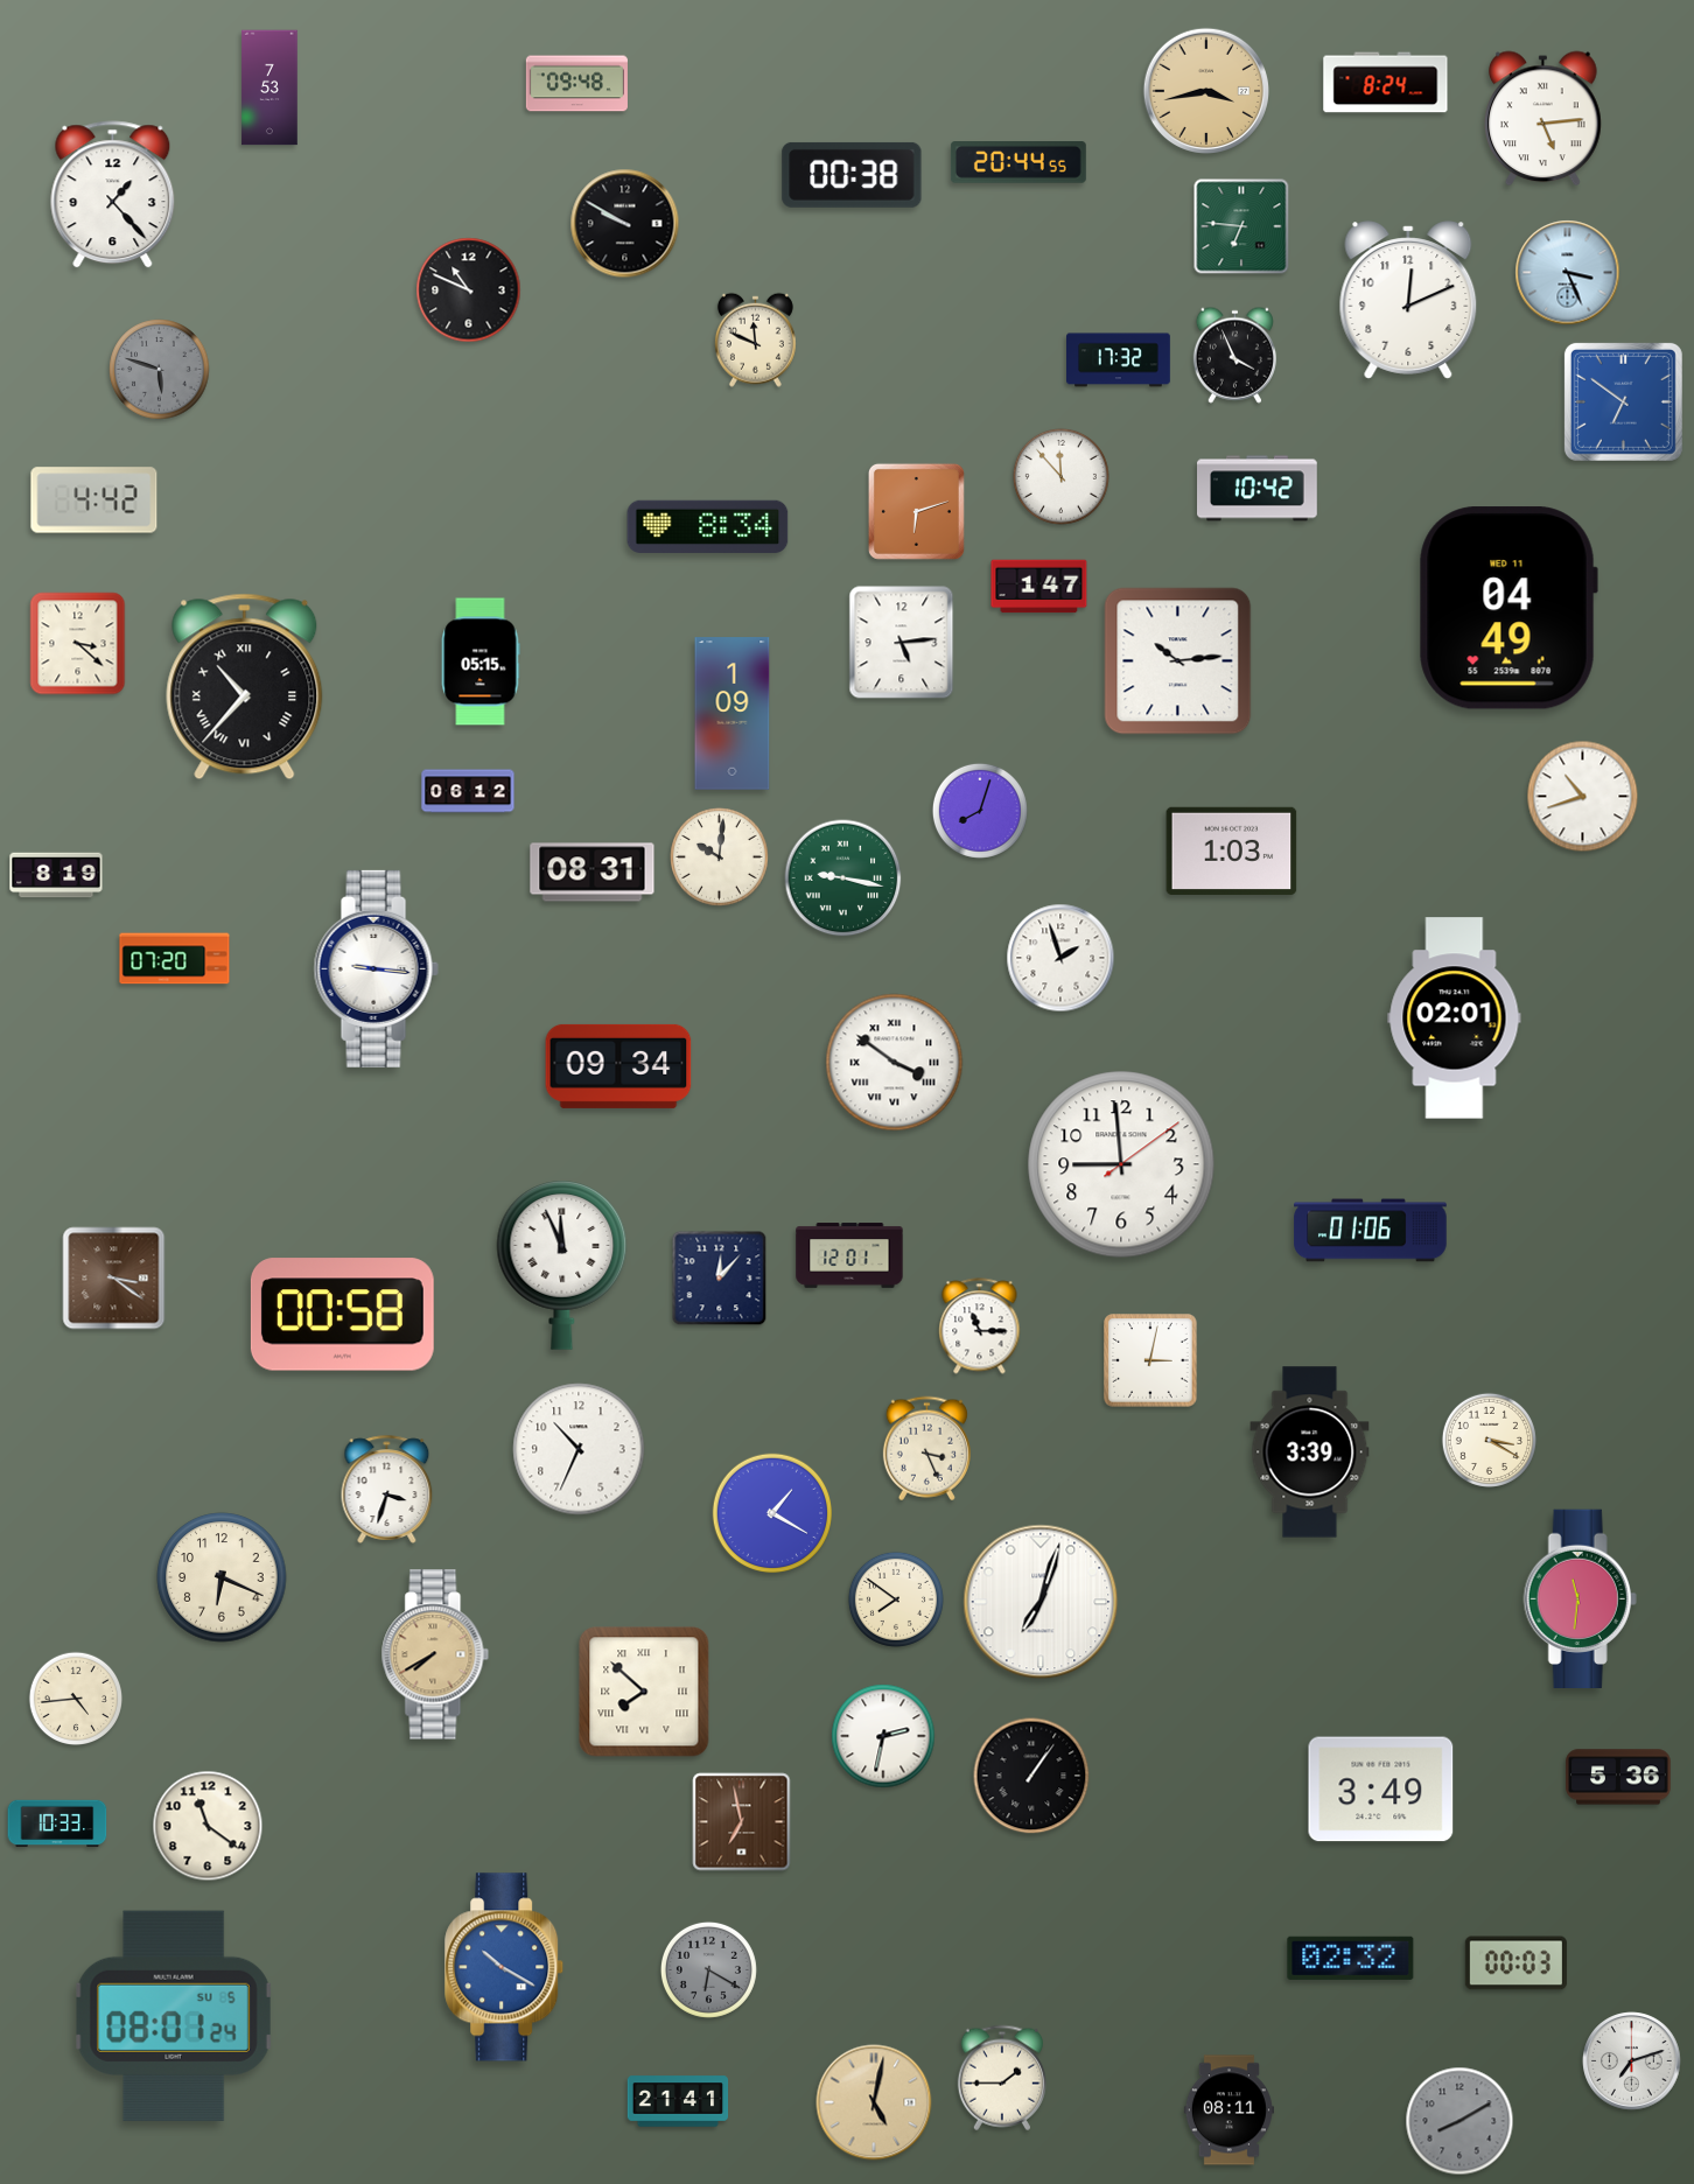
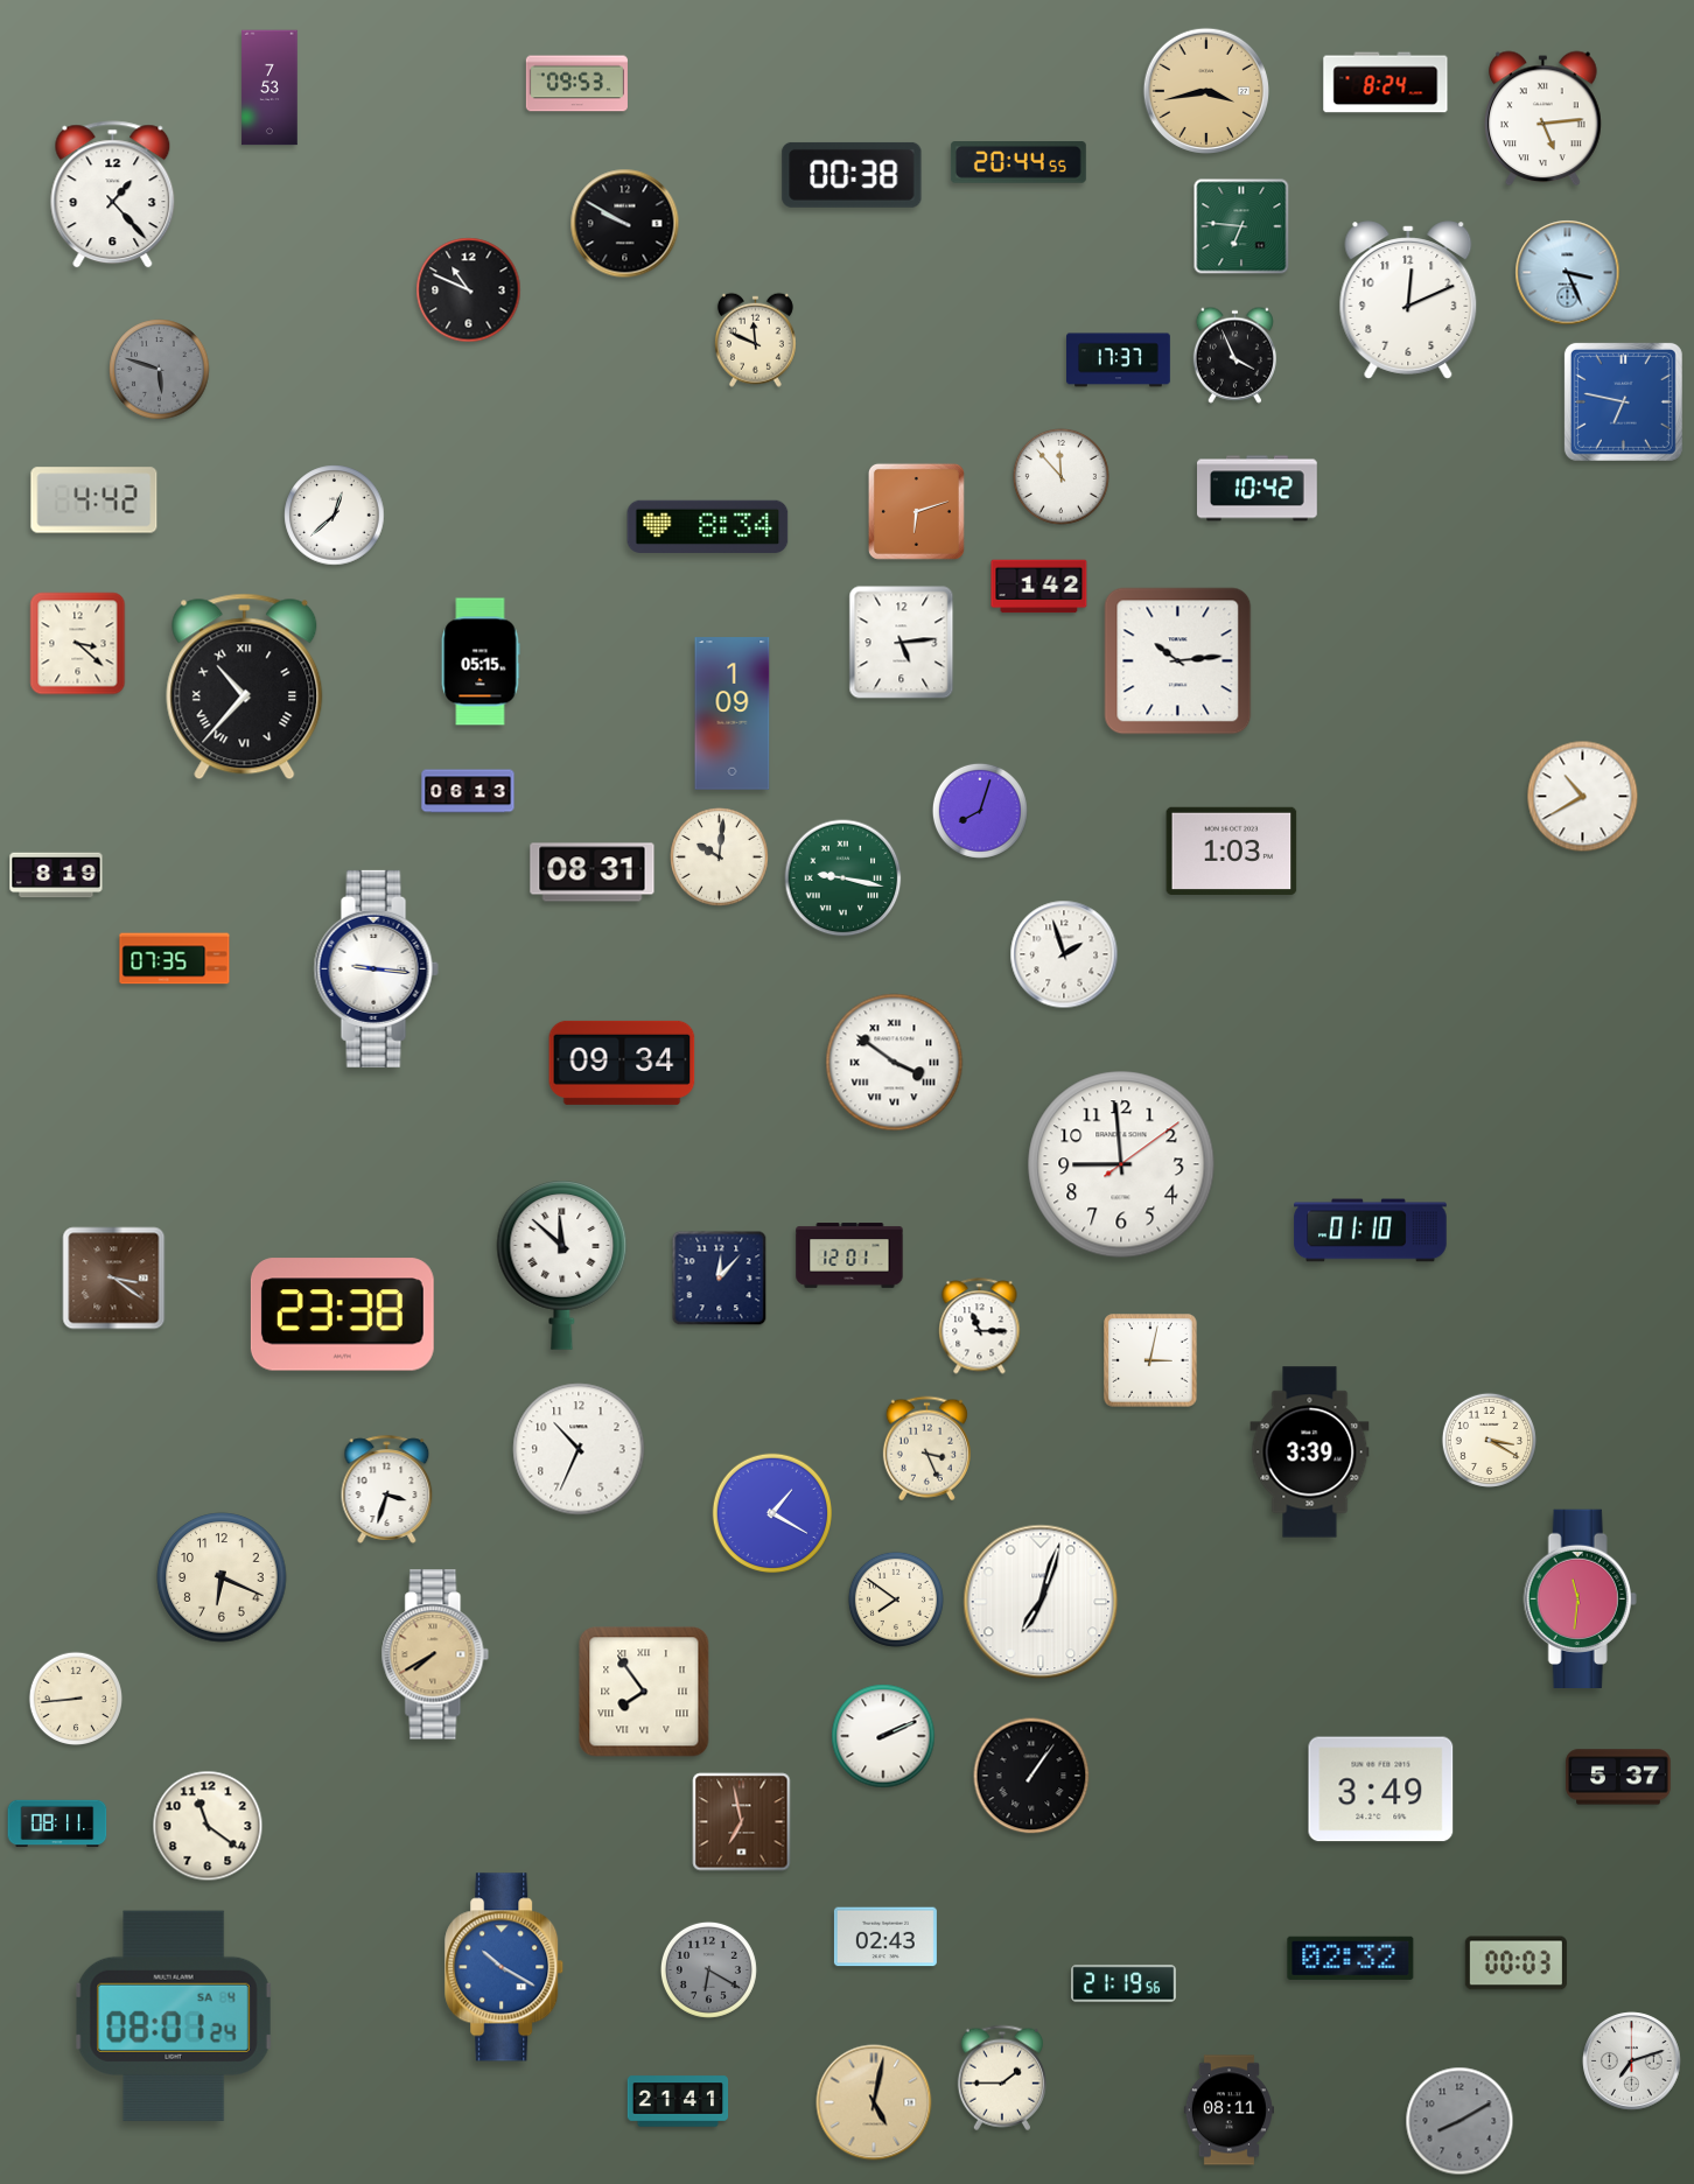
clock at (576, 84): 09:48 -> 09:53
clock at (1119, 360): 17:32 -> 17:37
clock at (1623, 401): 6:51 -> 6:47
clock at (335, 516): none -> 12:38
clock at (1039, 587): 1:47 -> 1:42
clock at (1508, 608): 04:49 -> none
clock at (468, 791): 06:12 -> 06:13
clock at (1583, 797): 10:42 -> 10:40
clock at (1060, 958) position: (1060, 958) -> (1064, 954)
clock at (175, 959): 07:20 -> 07:35
clock at (1455, 1019): 02:01 -> none
clock at (618, 1066) position: (618, 1066) -> (622, 1063)
clock at (1371, 1231): 01:06 -> 01:10
clock at (562, 1266): 11:56 -> 11:52
clock at (342, 1315): 00:58 -> 23:38
clock at (644, 1692): 7:52 -> 7:54
clock at (75, 1697): 4:44 -> 8:44
clock at (883, 1736): 2:32 -> 2:11
clock at (1618, 1777): 5:36 -> 5:37
clock at (57, 1824): 10:33 -> 08:11
clock at (885, 1937): none -> 02:43
clock at (1123, 1983): none -> 21:19
clock at (174, 2016) date: SU 5 -> SA 4
